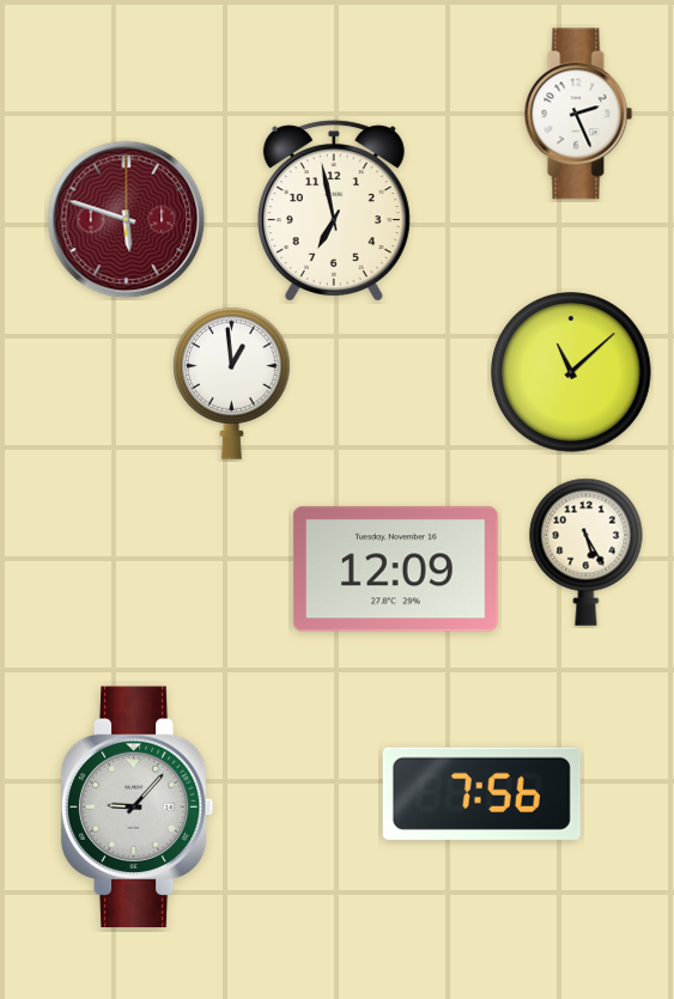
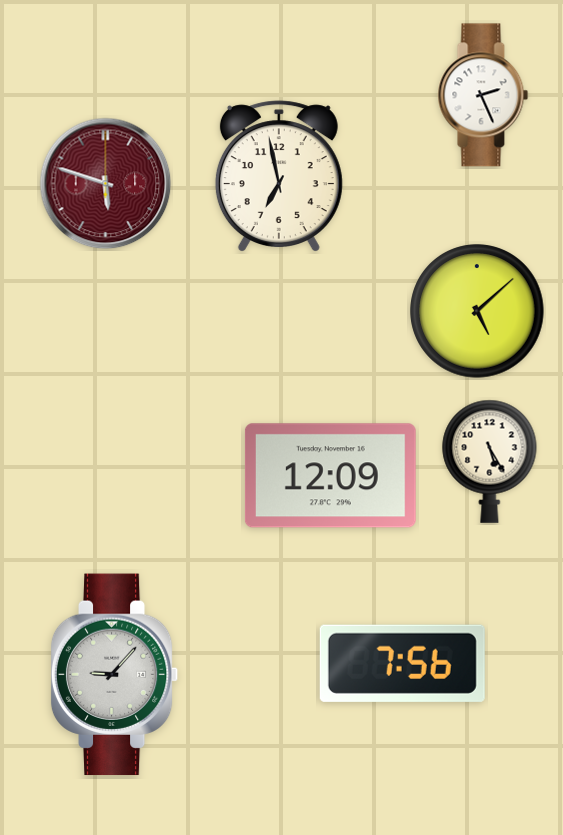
clock at (571, 372): 11:08 -> 5:08
clock at (232, 383): 12:59 -> none
